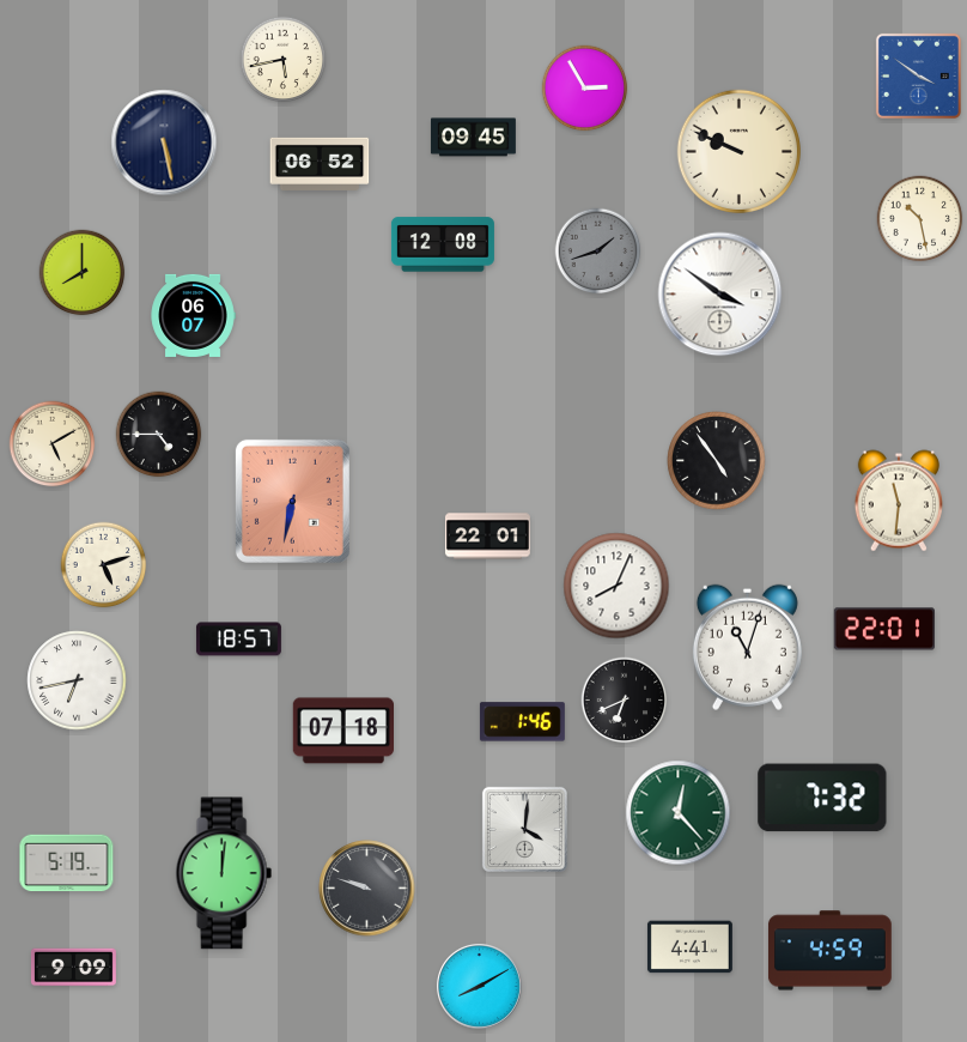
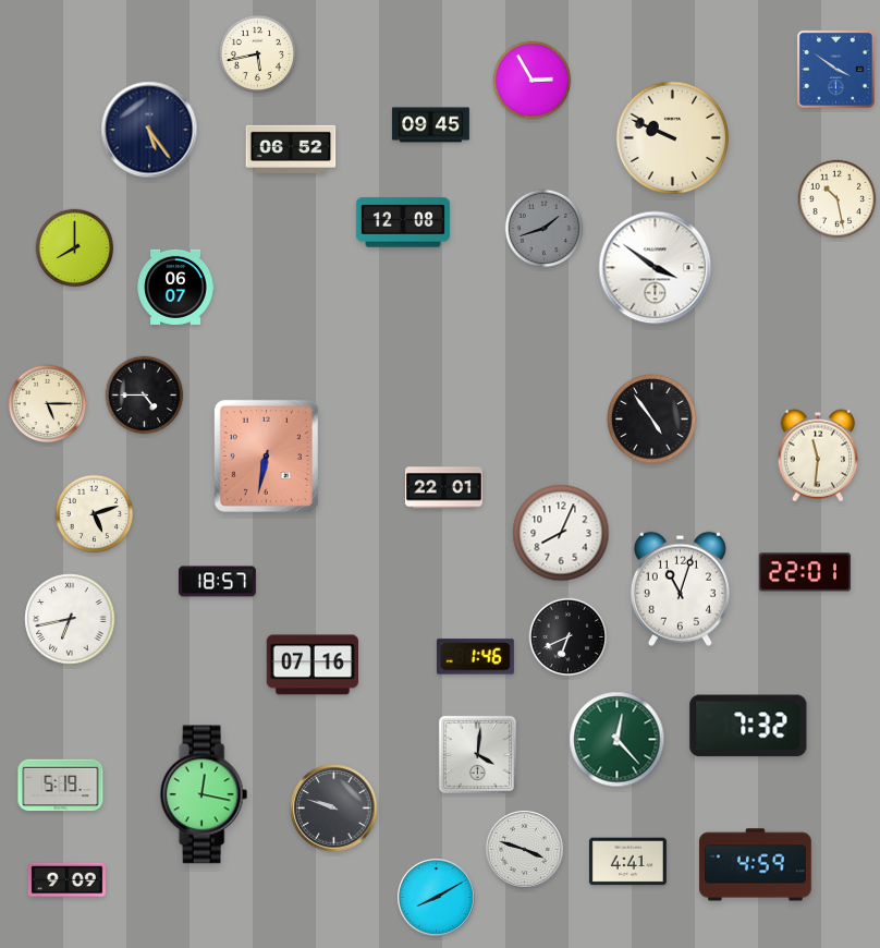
clock at (164, 143): 5:28 -> 5:24
clock at (53, 444): 5:10 -> 5:15
clock at (342, 731): 07:18 -> 07:16
clock at (224, 873): 12:01 -> 12:17
clock at (524, 849): none -> 3:48
